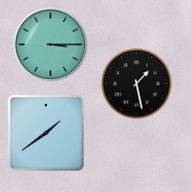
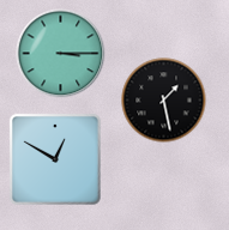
clock at (46, 133): 1:39 -> 12:50
